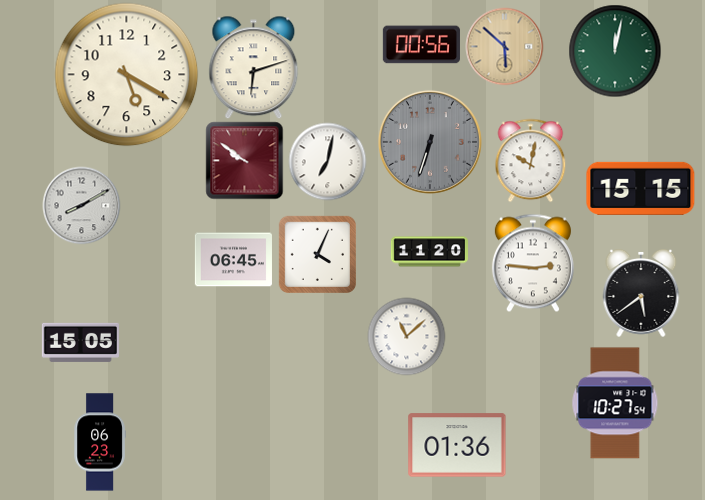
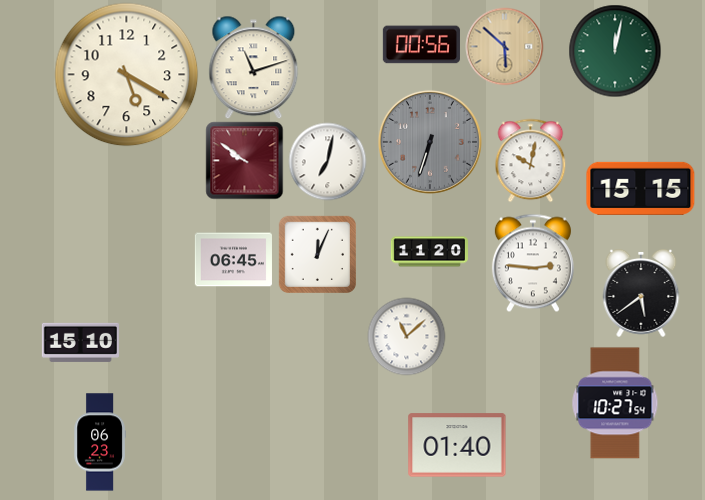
clock at (254, 67): 6:12 -> 11:12
clock at (81, 205): 8:10 -> none
clock at (317, 254): 4:04 -> 12:04
clock at (80, 342): 15:05 -> 15:10
clock at (457, 445): 01:36 -> 01:40
